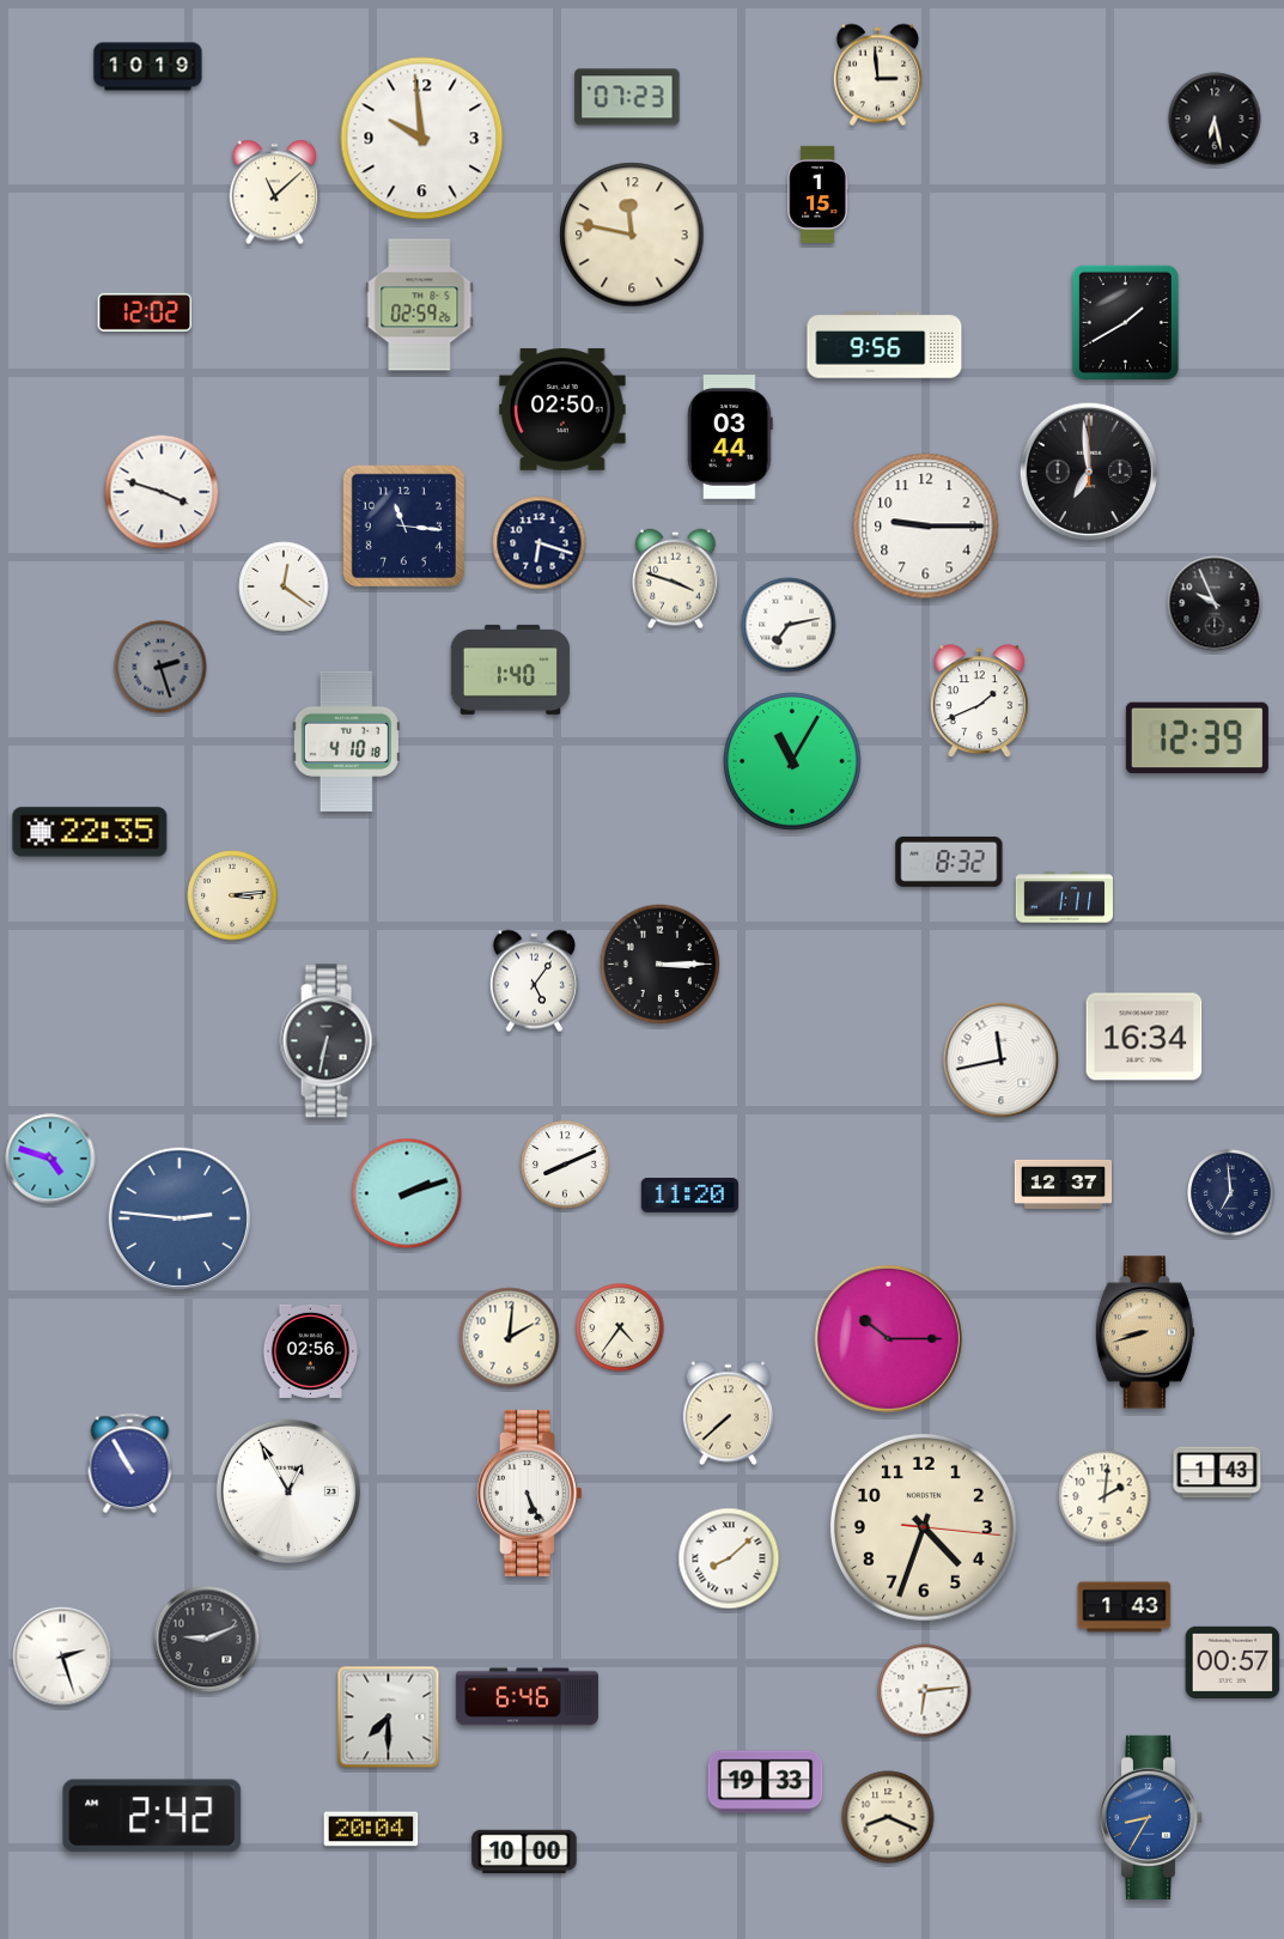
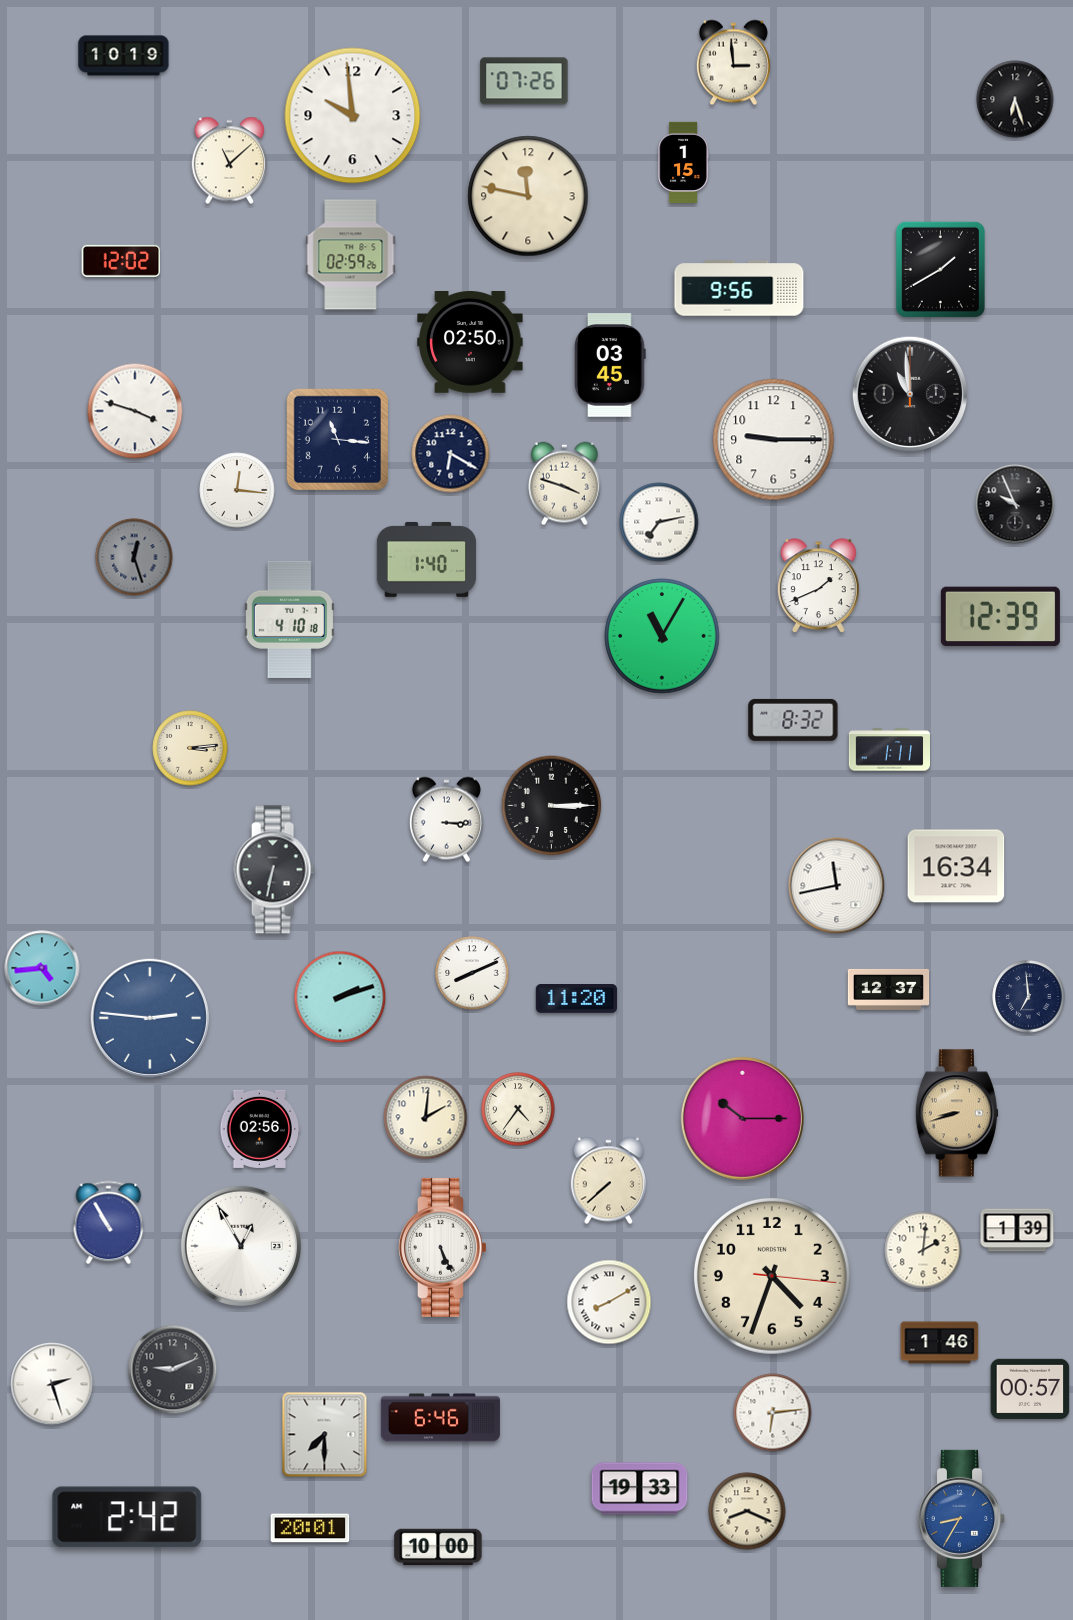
clock at (627, 97): 07:23 -> 07:26
clock at (1215, 118): 6:28 -> 6:27
clock at (730, 437): 03:44 -> 03:45
clock at (1088, 470): 6:59 -> 10:59
clock at (540, 543): 6:18 -> 6:20
clock at (284, 586): 12:21 -> 12:16
clock at (160, 667): 2:27 -> 12:27
clock at (90, 832): 22:35 -> none
clock at (232, 895) position: (232, 895) -> (190, 748)
clock at (534, 981): 5:06 -> 3:15
clock at (50, 1159): 4:48 -> 4:44
clock at (1217, 1472): 1:43 -> 1:39
clock at (729, 1558): 8:08 -> 8:10
clock at (1125, 1607): 1:43 -> 1:46
clock at (888, 1817) position: (888, 1817) -> (747, 1511)
clock at (371, 1829): 20:04 -> 20:01
